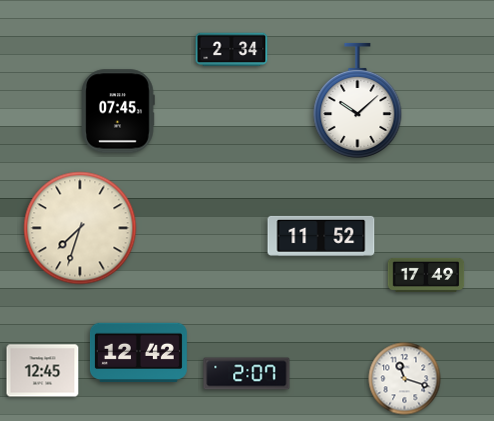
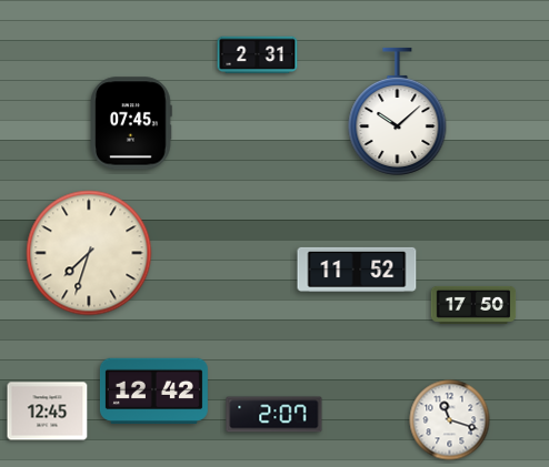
clock at (232, 50): 2:34 -> 2:31
clock at (321, 236) position: (321, 236) -> (357, 270)
clock at (426, 275): 17:49 -> 17:50
